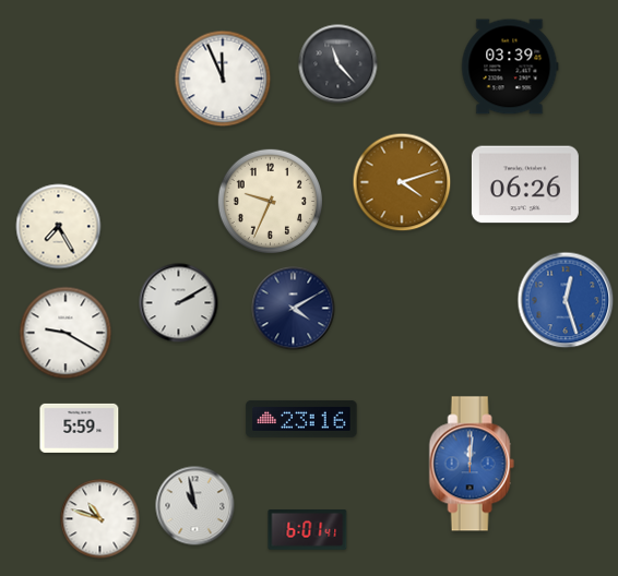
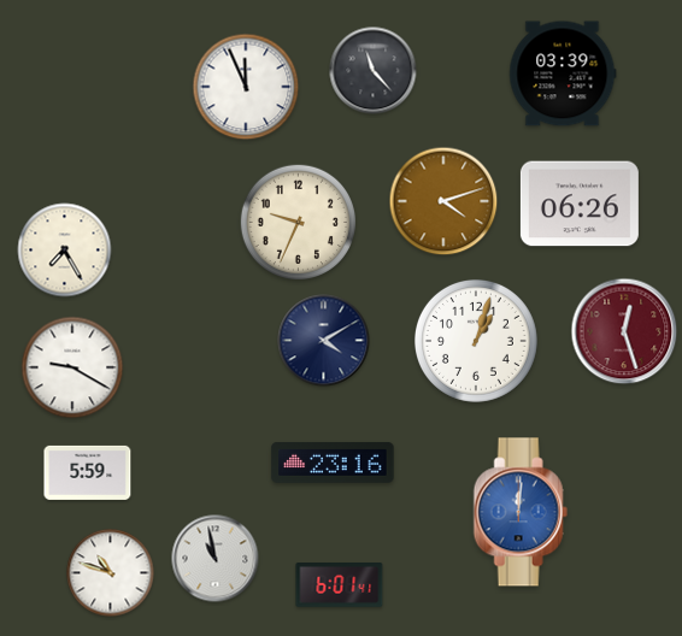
clock at (566, 300) dial: blue -> burgundy
clock at (179, 303): 2:10 -> none
clock at (476, 341): none -> 1:03
